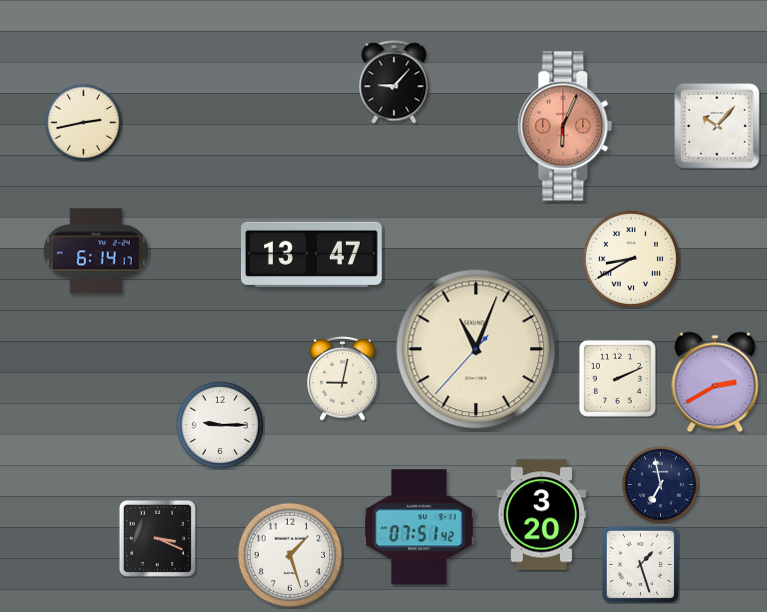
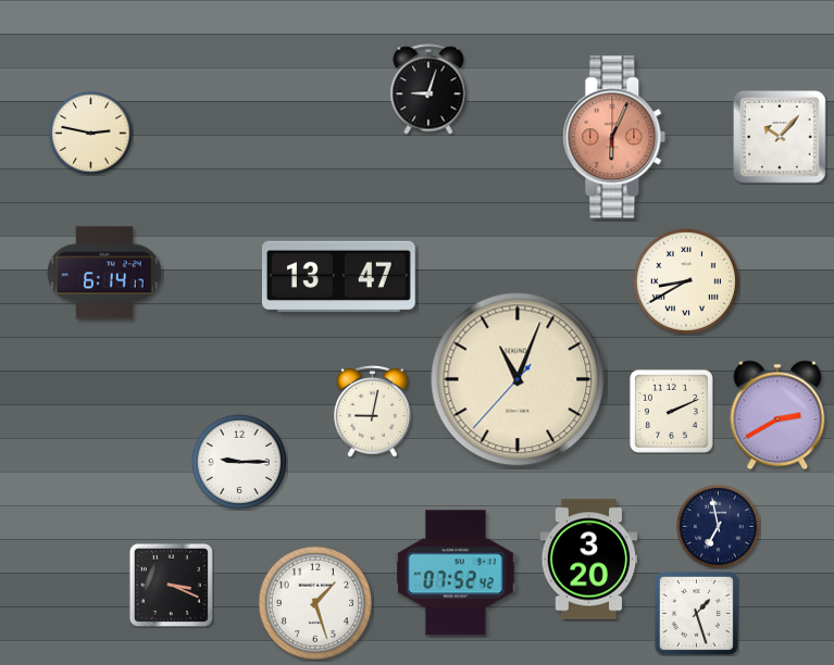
clock at (394, 82): 9:07 -> 9:03
clock at (84, 123): 2:43 -> 2:47
clock at (419, 527): 07:51 -> 07:52
